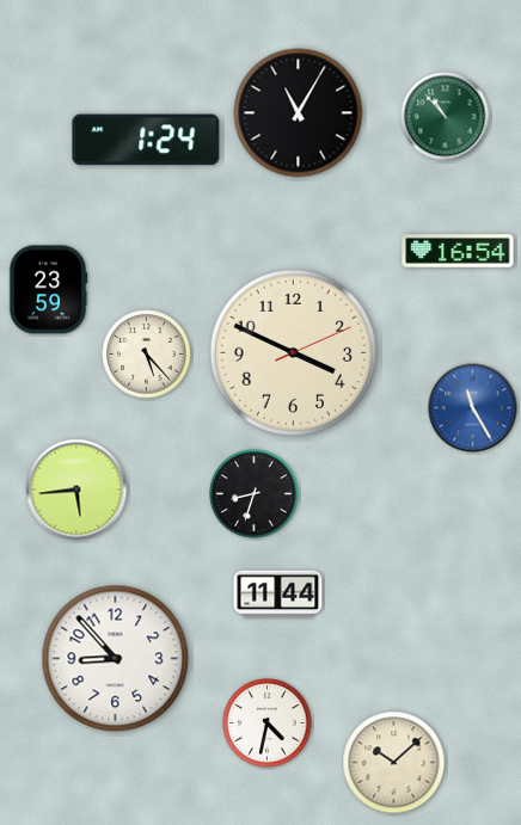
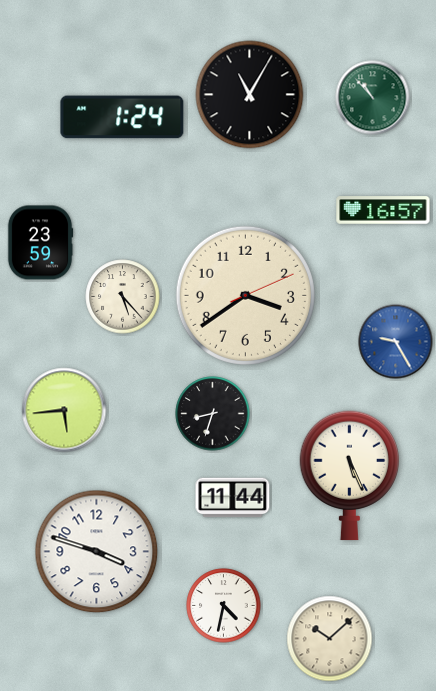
clock at (458, 251): 16:54 -> 16:57
clock at (293, 352): 3:49 -> 3:39
clock at (473, 408): 11:25 -> 9:25
clock at (350, 476): none -> 5:26
clock at (116, 659): 8:53 -> 3:48
